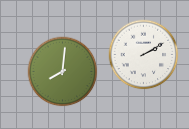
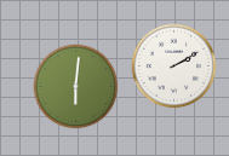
clock at (63, 72): 8:01 -> 6:01
